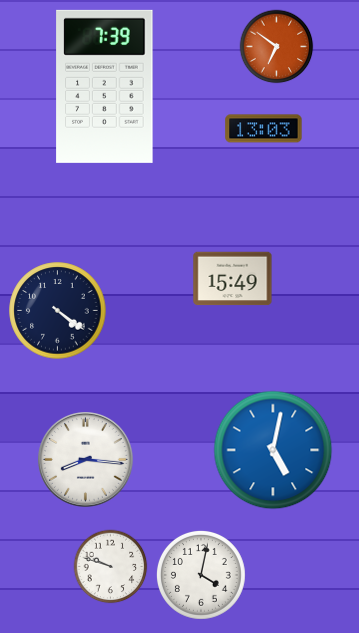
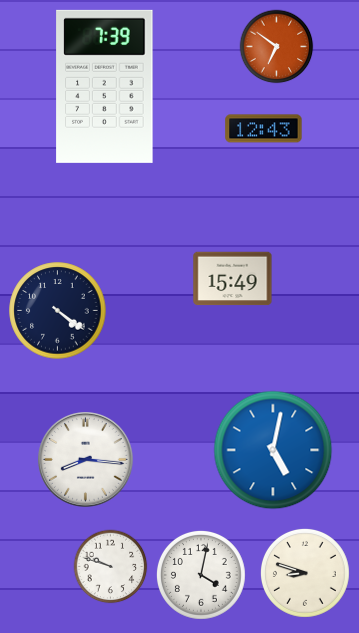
clock at (264, 129): 13:03 -> 12:43
clock at (305, 573): none -> 8:48
